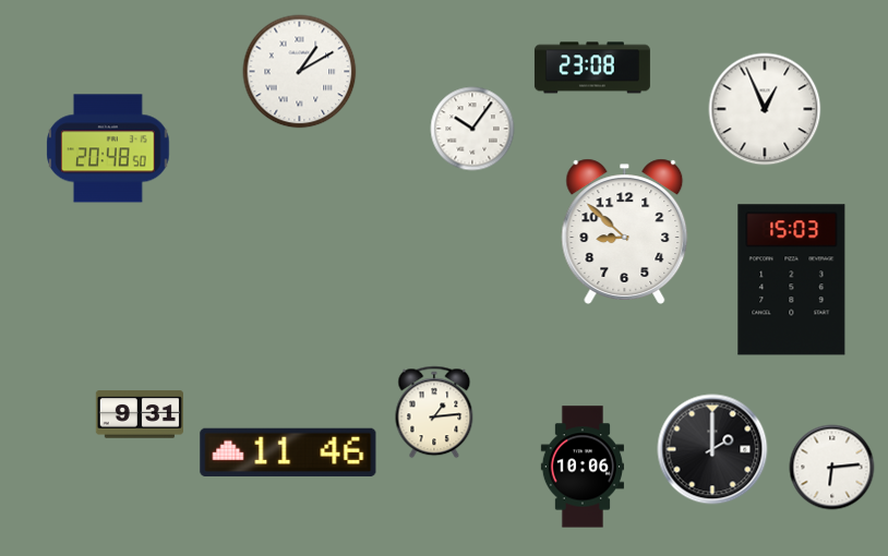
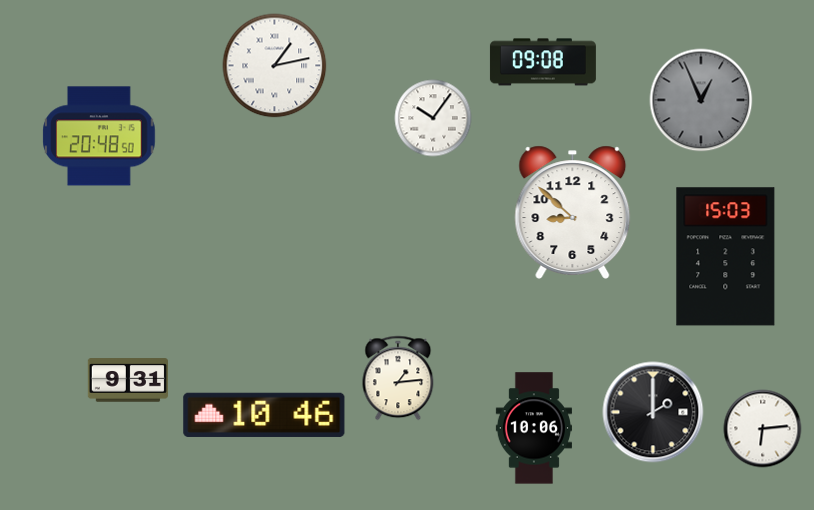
clock at (592, 68): 23:08 -> 09:08
clock at (300, 72): 1:10 -> 1:13
clock at (765, 109) dial: white -> grey
clock at (288, 452): 11:46 -> 10:46
